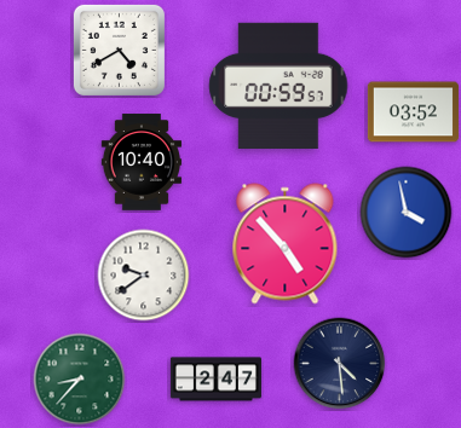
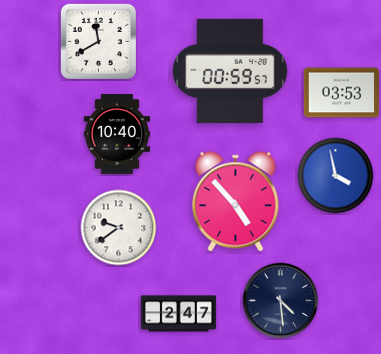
clock at (119, 50): 4:40 -> 11:40
clock at (413, 112): 03:52 -> 03:53
clock at (80, 380): 8:37 -> none
